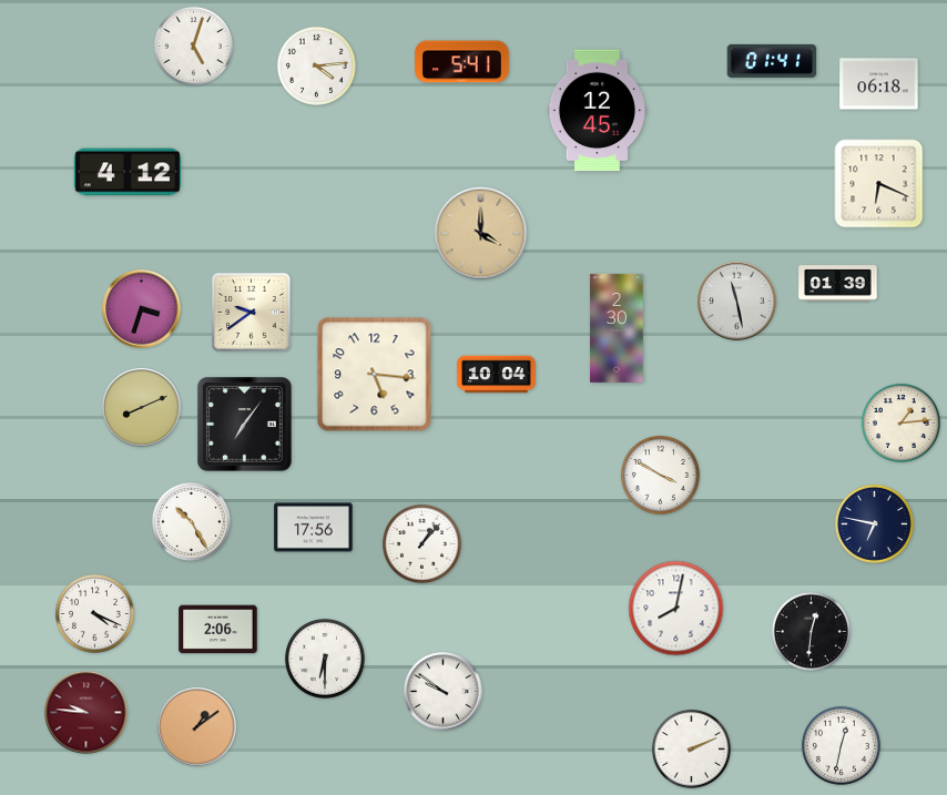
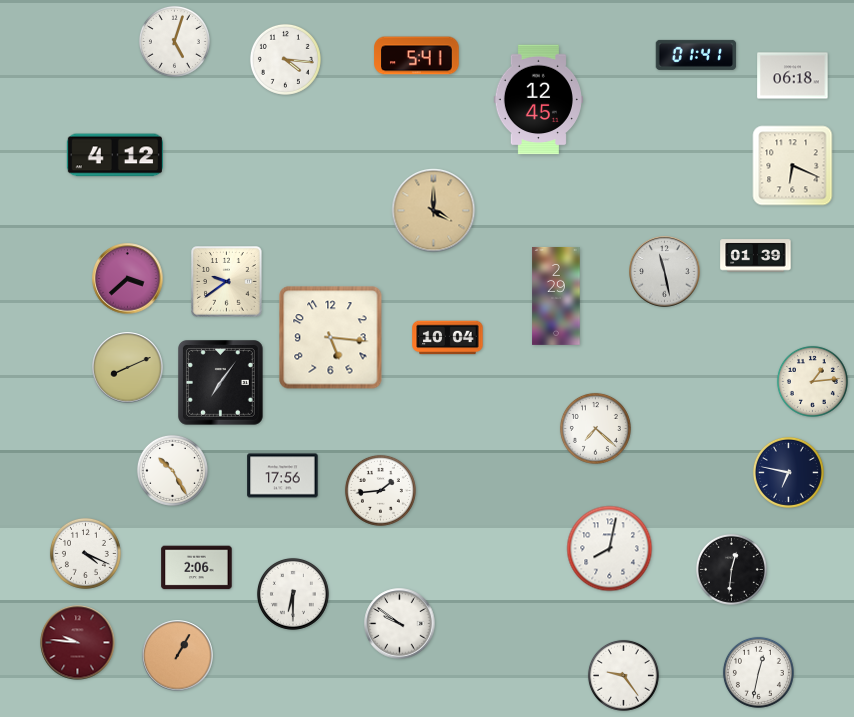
clock at (316, 65): 4:14 -> 4:16
clock at (142, 309): 3:33 -> 3:38
clock at (617, 328): 2:30 -> 2:29
clock at (375, 375) position: (375, 375) -> (331, 338)
clock at (660, 475): 3:50 -> 7:22
clock at (421, 543): 1:07 -> 1:44
clock at (197, 727): 1:09 -> 1:05
clock at (691, 748): 2:11 -> 9:24
